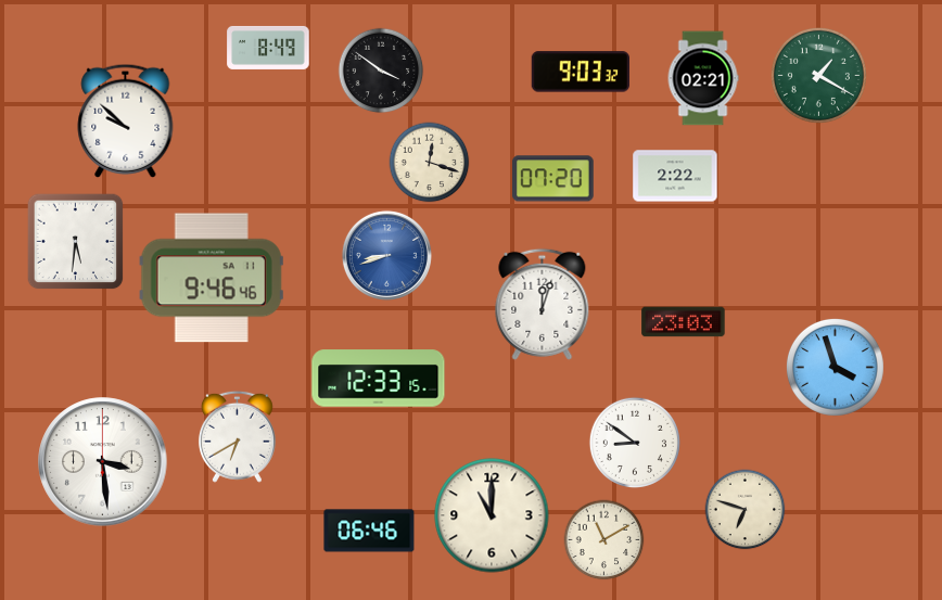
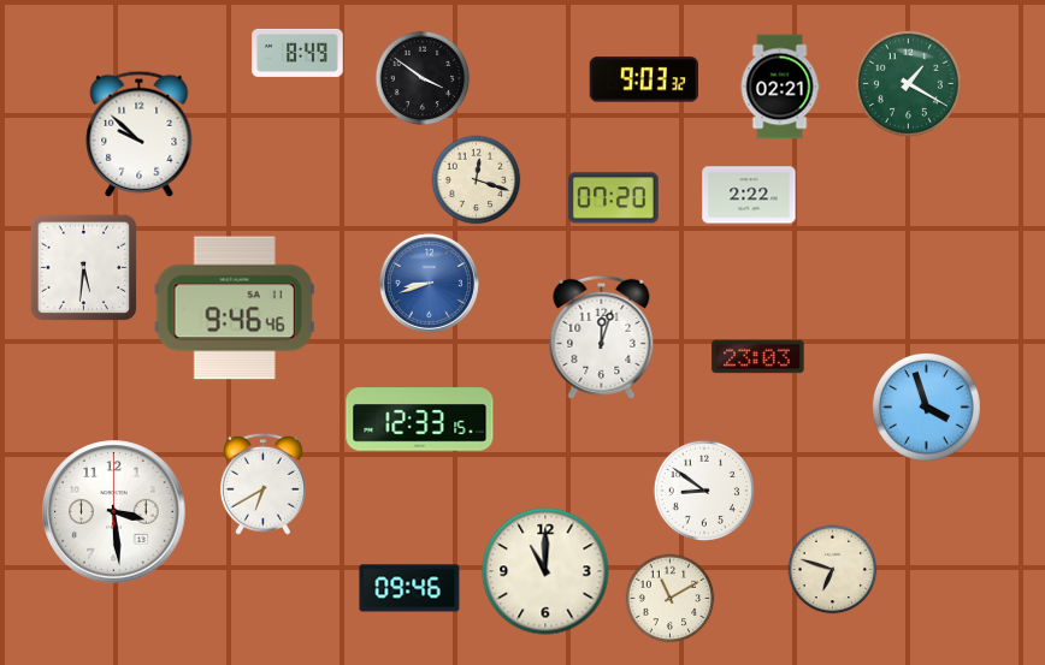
clock at (746, 510) position: (746, 510) -> (833, 570)
clock at (369, 531): 06:46 -> 09:46
